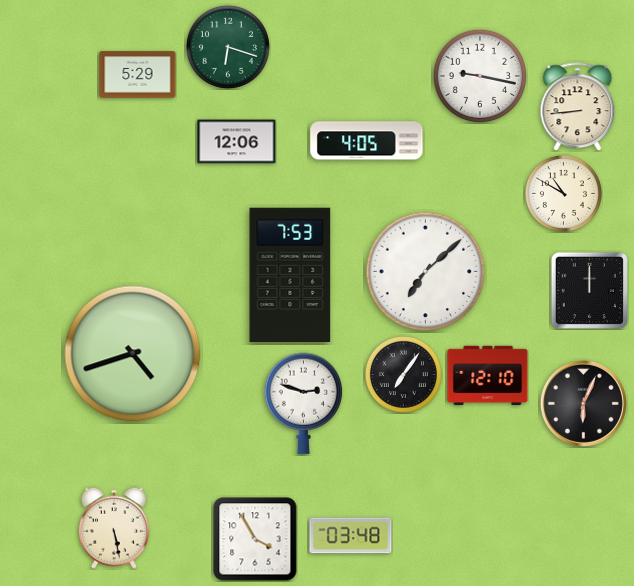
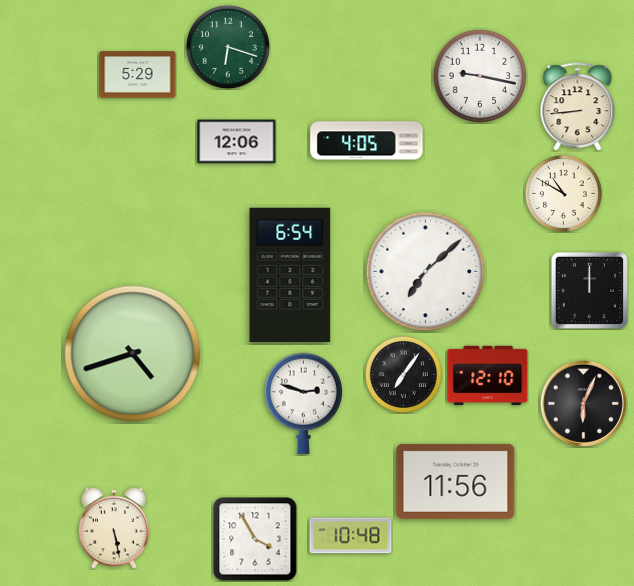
clock at (290, 274): 7:53 -> 6:54
clock at (456, 481): none -> 11:56
clock at (351, 536): 03:48 -> 10:48
